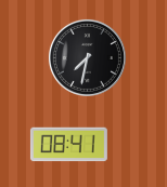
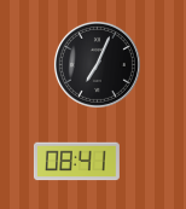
clock at (87, 57): 7:32 -> 7:04
